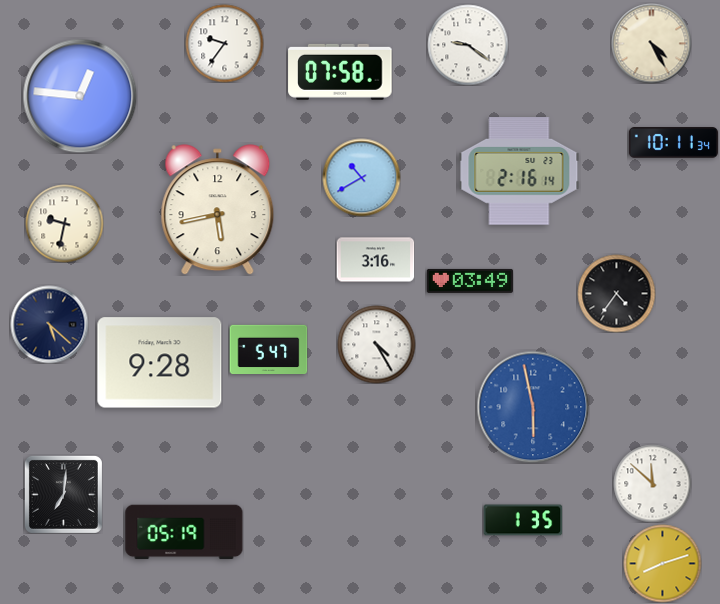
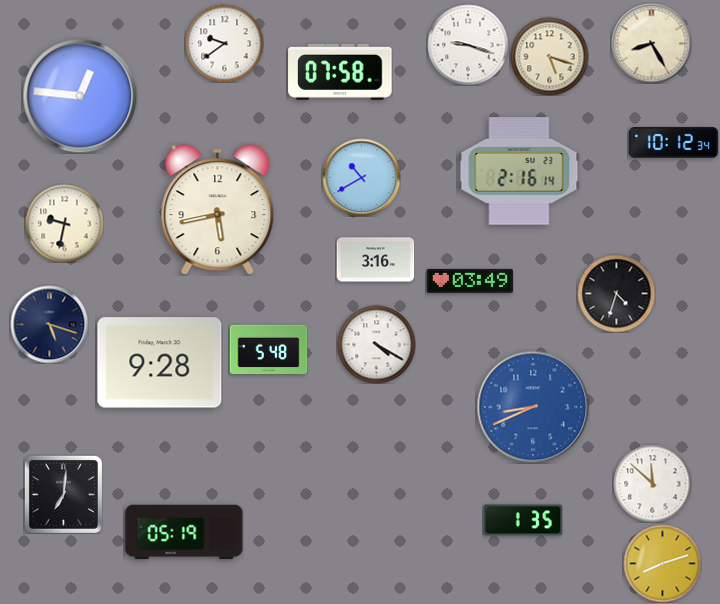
clock at (224, 43): 9:36 -> 9:39
clock at (651, 43): 4:25 -> 8:25
clock at (468, 45): 9:21 -> 9:18
clock at (549, 56): none -> 5:18
clock at (673, 143): 10:11 -> 10:12
clock at (616, 293): 4:36 -> 4:33
clock at (49, 324): 5:22 -> 5:18
clock at (376, 344): 4:25 -> 4:20
clock at (268, 350): 5:47 -> 5:48
clock at (533, 407): 5:58 -> 8:41
